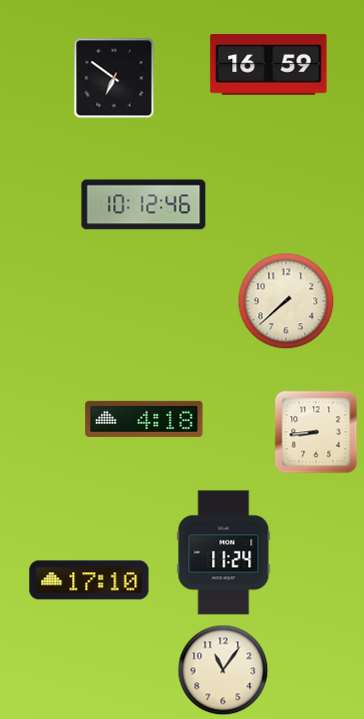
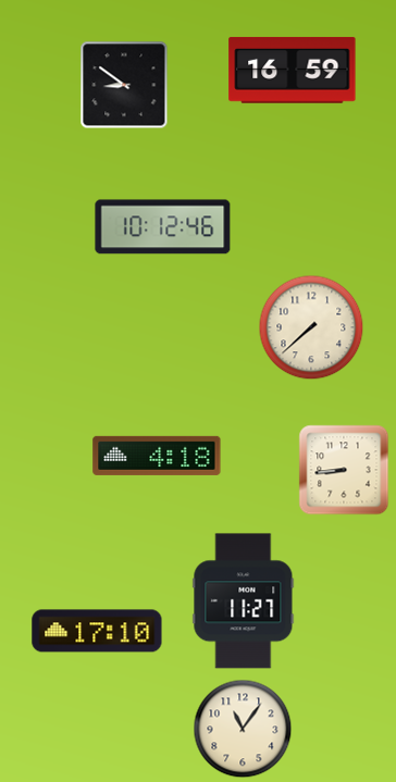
clock at (114, 78): 6:51 -> 8:51
clock at (144, 205) position: (144, 205) -> (163, 227)
clock at (224, 553): 11:24 -> 11:27
